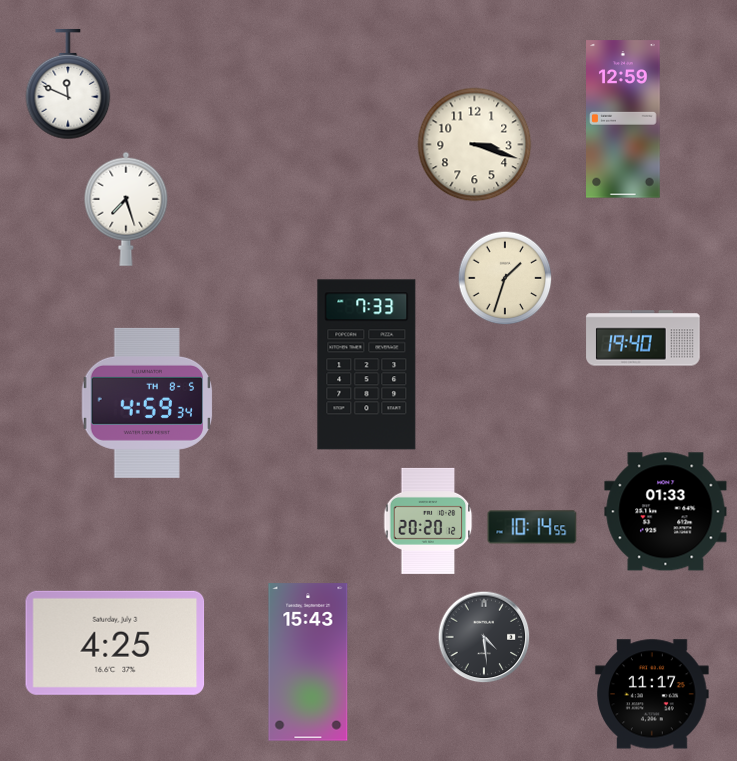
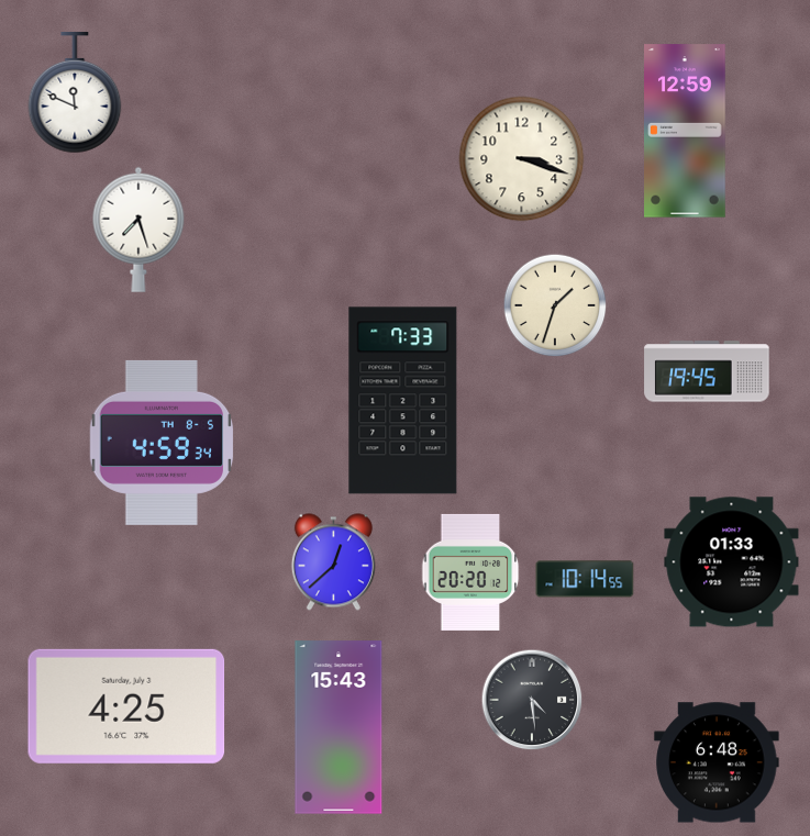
clock at (643, 338): 19:40 -> 19:45
clock at (333, 562): none -> 12:38
clock at (652, 694): 11:17 -> 6:48
